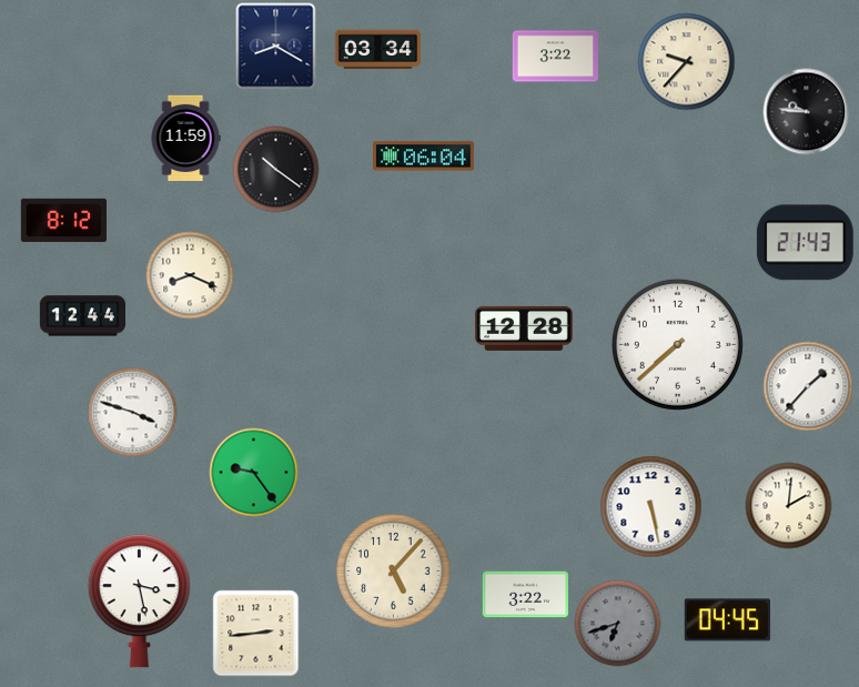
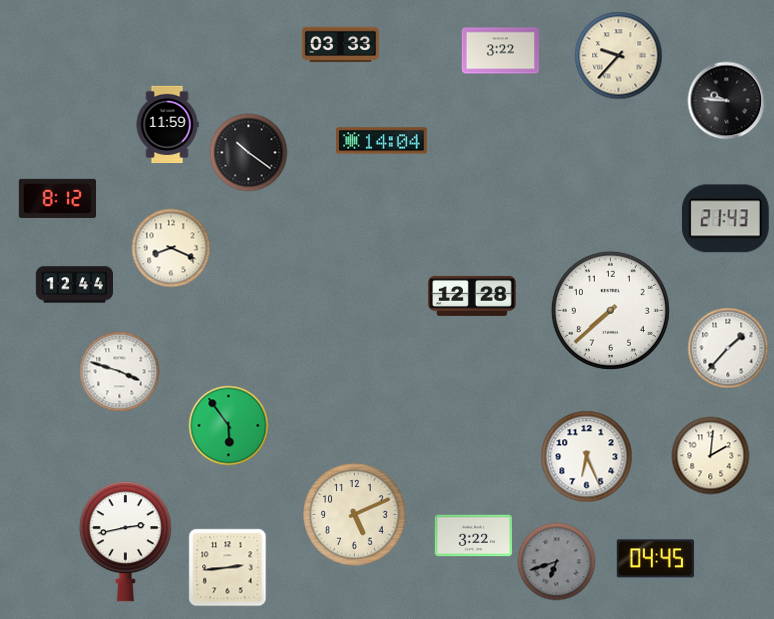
clock at (276, 46): 8:20 -> none
clock at (377, 50): 03:34 -> 03:33
clock at (424, 156): 06:04 -> 14:04
clock at (253, 472): 9:24 -> 5:54
clock at (650, 506): 5:28 -> 6:26
clock at (394, 572): 5:07 -> 5:11
clock at (139, 602): 3:28 -> 2:43
clock at (255, 633) position: (255, 633) -> (227, 567)
